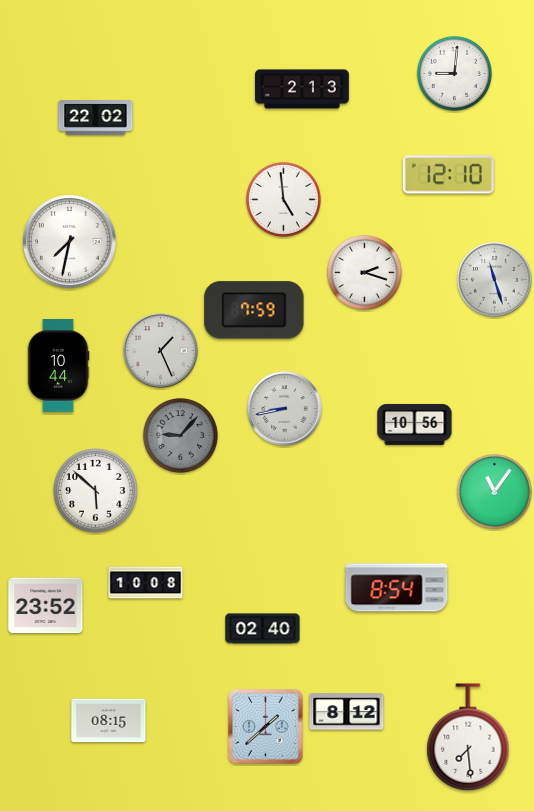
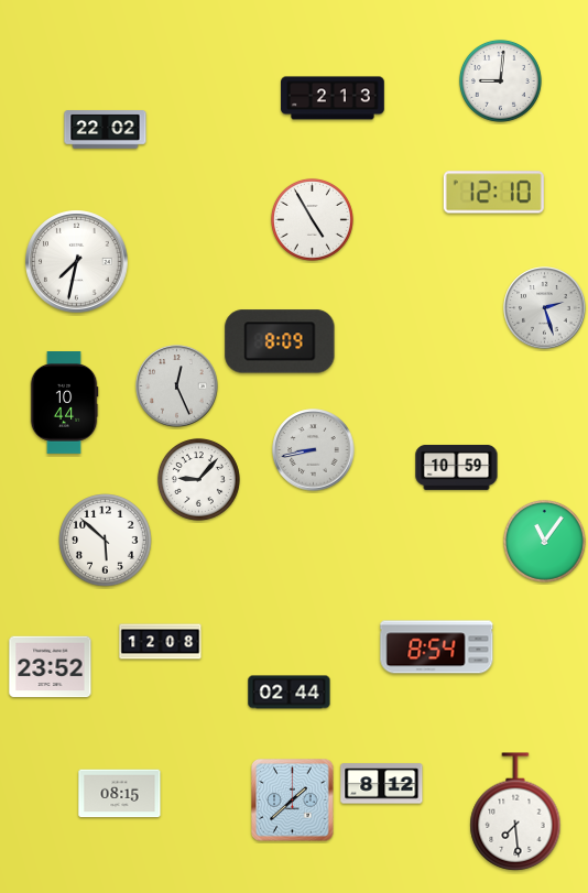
clock at (283, 199): 4:59 -> 4:55
clock at (70, 242) position: (70, 242) -> (77, 262)
clock at (364, 272): 2:18 -> none
clock at (495, 280): 11:27 -> 2:27
clock at (254, 310): 7:59 -> 8:09
clock at (161, 351): 1:26 -> 12:26
clock at (415, 424): 10:56 -> 10:59
clock at (180, 435) dial: grey -> white
clock at (146, 583): 10:08 -> 12:08
clock at (263, 629): 02:40 -> 02:44
